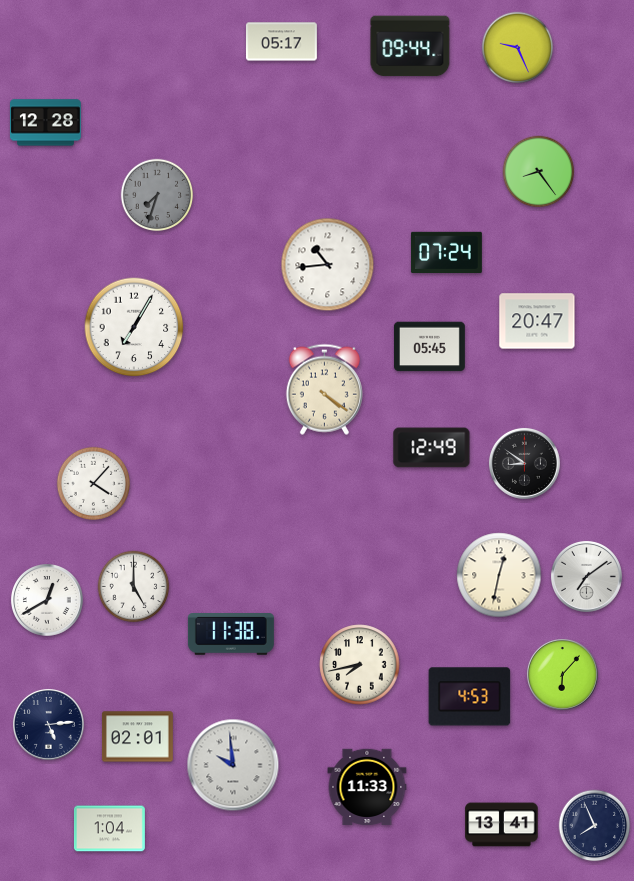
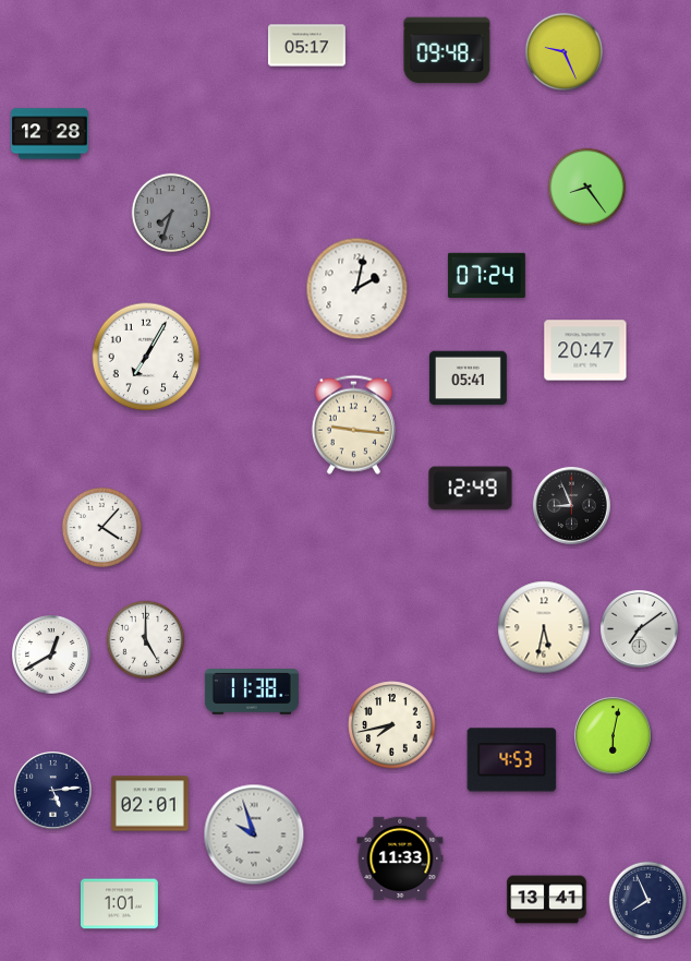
clock at (410, 46): 09:44 -> 09:48
clock at (328, 265): 10:44 -> 2:02
clock at (429, 347): 05:45 -> 05:41
clock at (324, 389): 4:21 -> 9:16
clock at (524, 463): 8:51 -> 8:56
clock at (499, 575): 12:32 -> 5:32
clock at (562, 674): 6:07 -> 6:02
clock at (233, 765): 9:59 -> 9:57
clock at (109, 829): 1:04 -> 1:01
